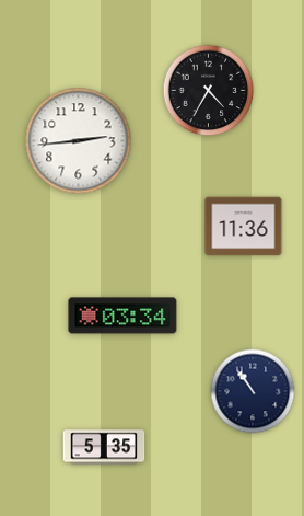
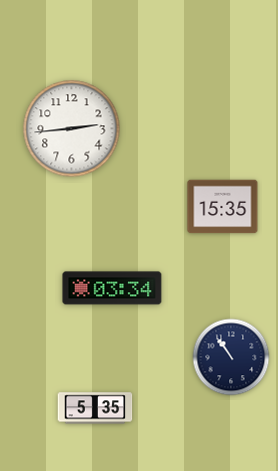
clock at (209, 91): 4:35 -> none
clock at (244, 227): 11:36 -> 15:35
